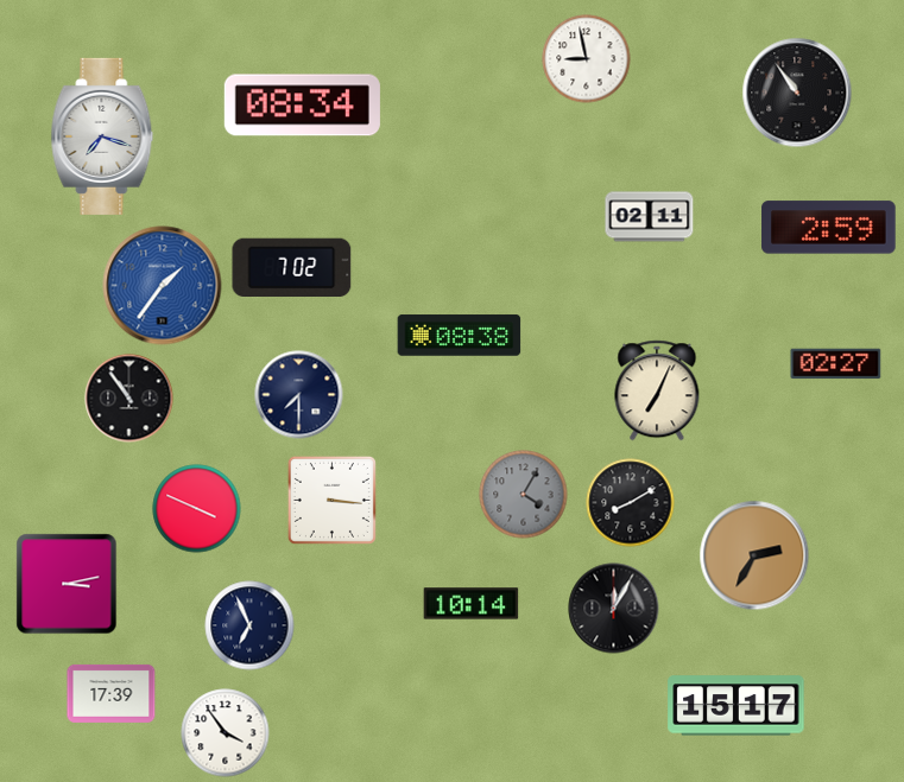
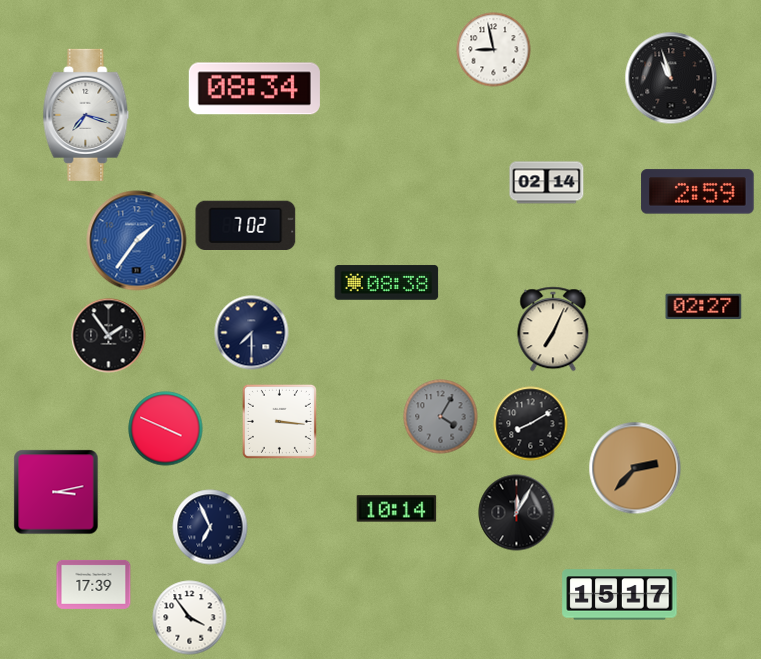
clock at (797, 93): 10:54 -> 10:57
clock at (650, 217): 02:11 -> 02:14
clock at (129, 399): 10:54 -> 1:54
clock at (754, 555): 2:35 -> 2:37
